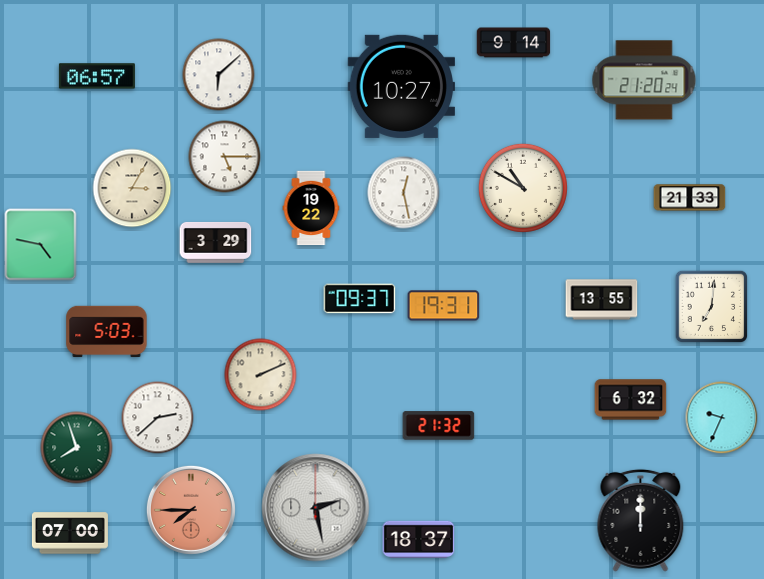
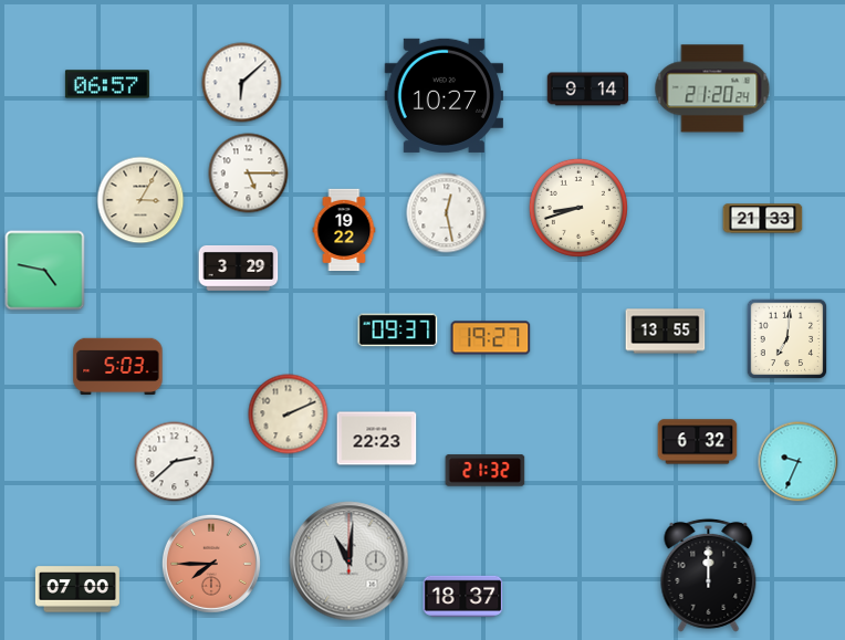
clock at (514, 43) position: (514, 43) -> (588, 90)
clock at (132, 188) position: (132, 188) -> (140, 200)
clock at (523, 188): 10:50 -> 8:42
clock at (444, 306): 19:31 -> 19:27
clock at (377, 439): none -> 22:23
clock at (77, 448): 7:57 -> none
clock at (316, 508): 2:28 -> 11:01
